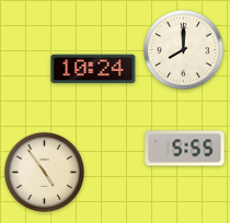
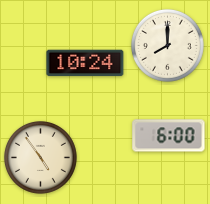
clock at (185, 149): 5:55 -> 6:00
